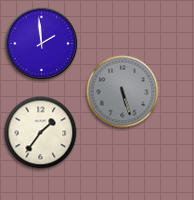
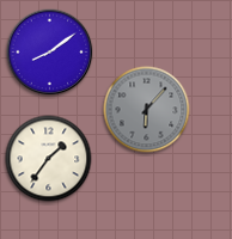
clock at (42, 44): 1:59 -> 8:09
clock at (123, 92): 5:27 -> 6:07
